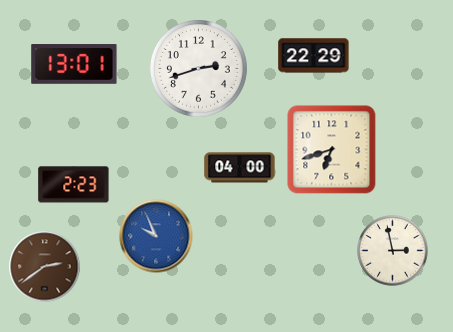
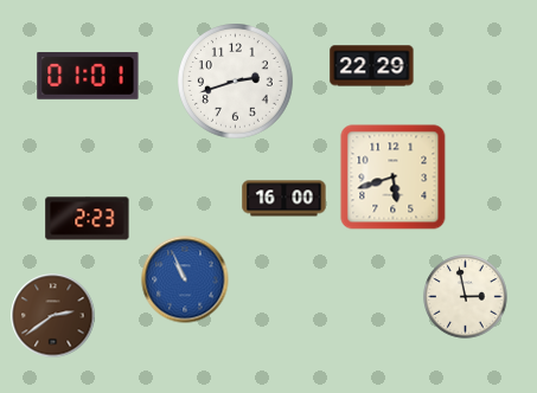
clock at (74, 64): 13:01 -> 01:01
clock at (332, 150): 6:42 -> 5:42
clock at (240, 168): 04:00 -> 16:00
clock at (156, 236): 9:56 -> 10:56
